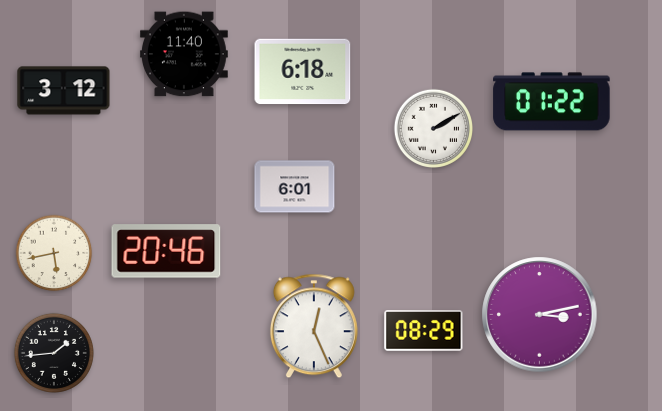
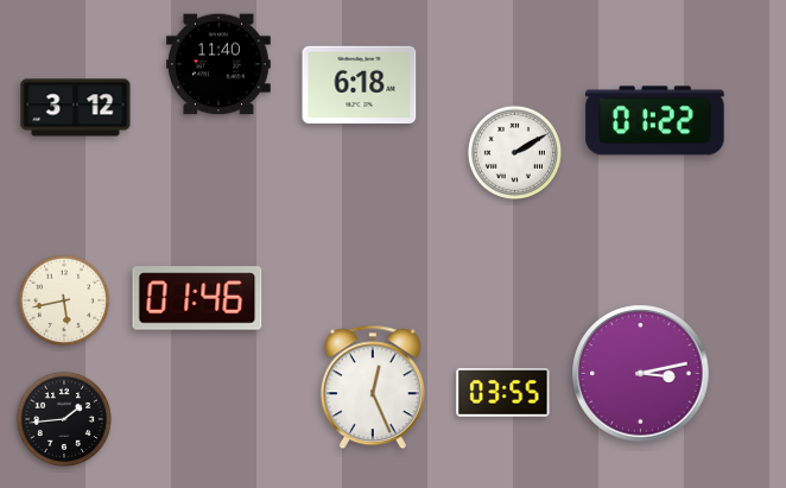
clock at (295, 187): 6:01 -> none
clock at (166, 251): 20:46 -> 01:46
clock at (424, 331): 08:29 -> 03:55
